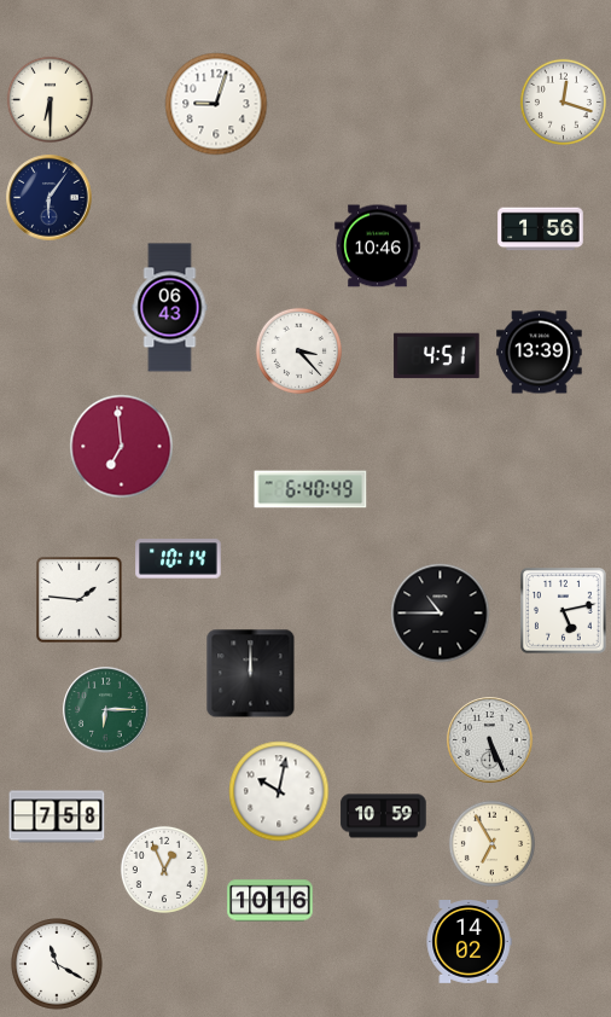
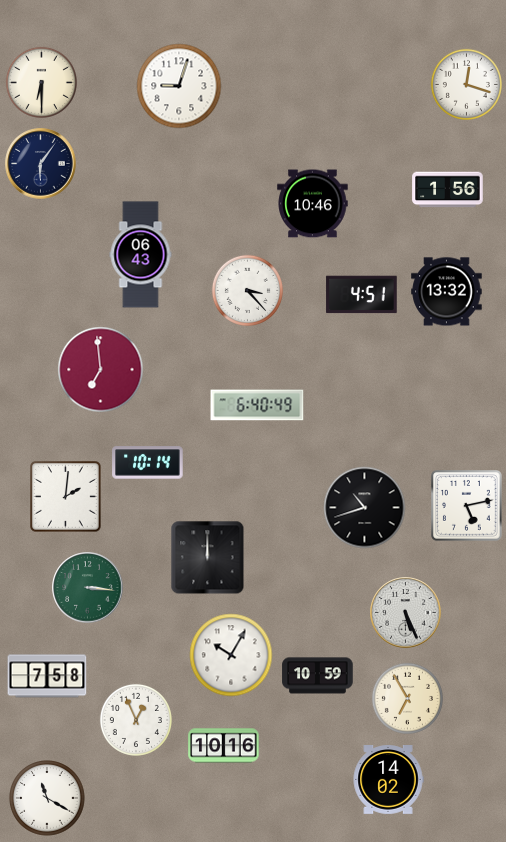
clock at (540, 353): 13:39 -> 13:32
clock at (80, 600): 1:46 -> 2:01
clock at (441, 614): 10:45 -> 10:42
clock at (106, 710): 6:15 -> 3:16
clock at (279, 791): 10:02 -> 10:05
